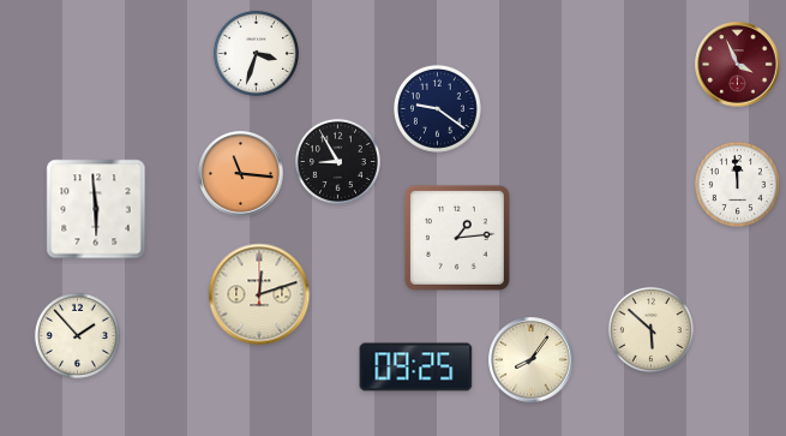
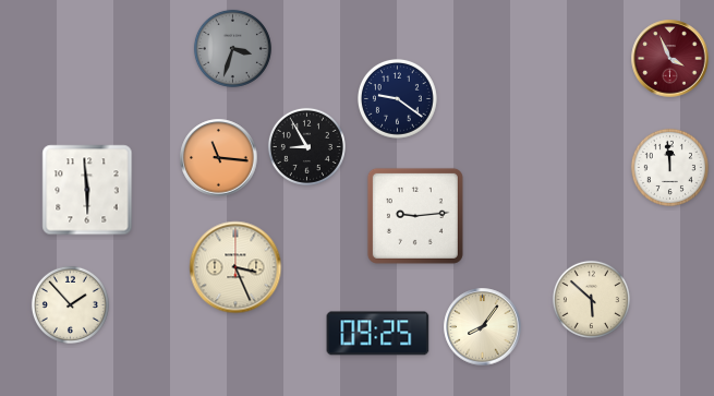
clock at (256, 53) dial: white -> grey
clock at (457, 238): 1:14 -> 9:14
clock at (259, 294): 12:12 -> 3:26
